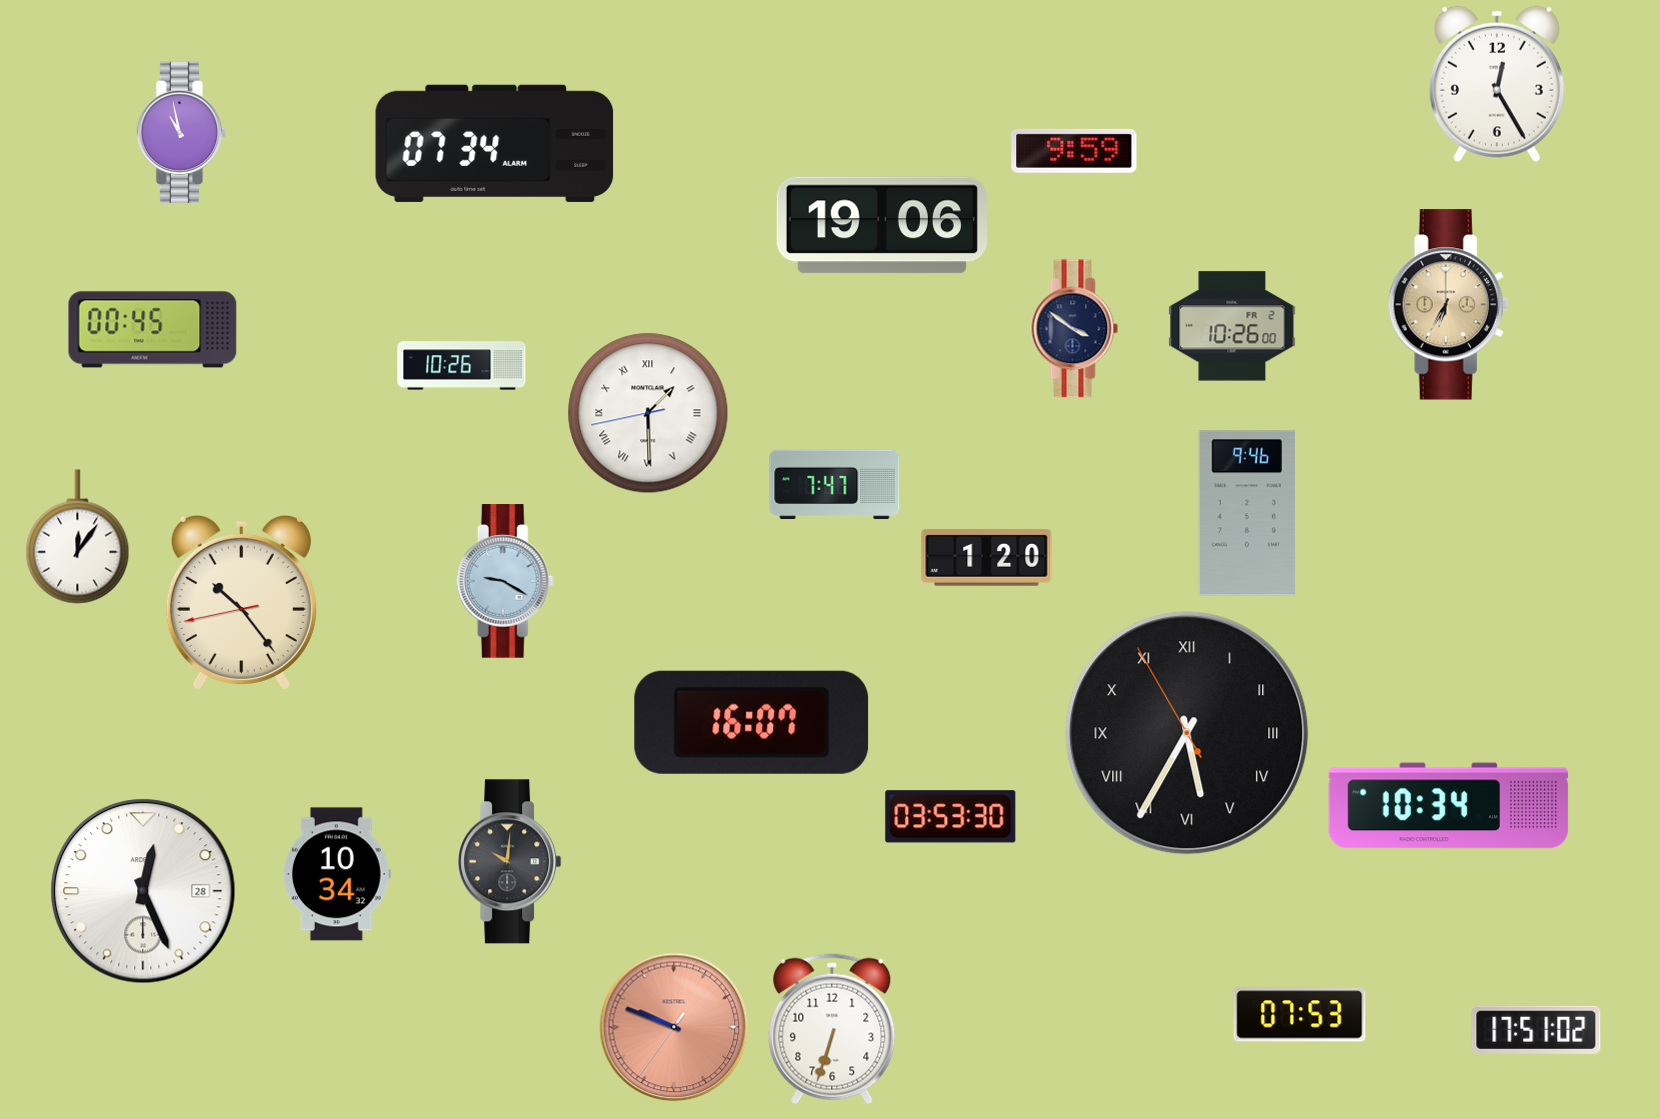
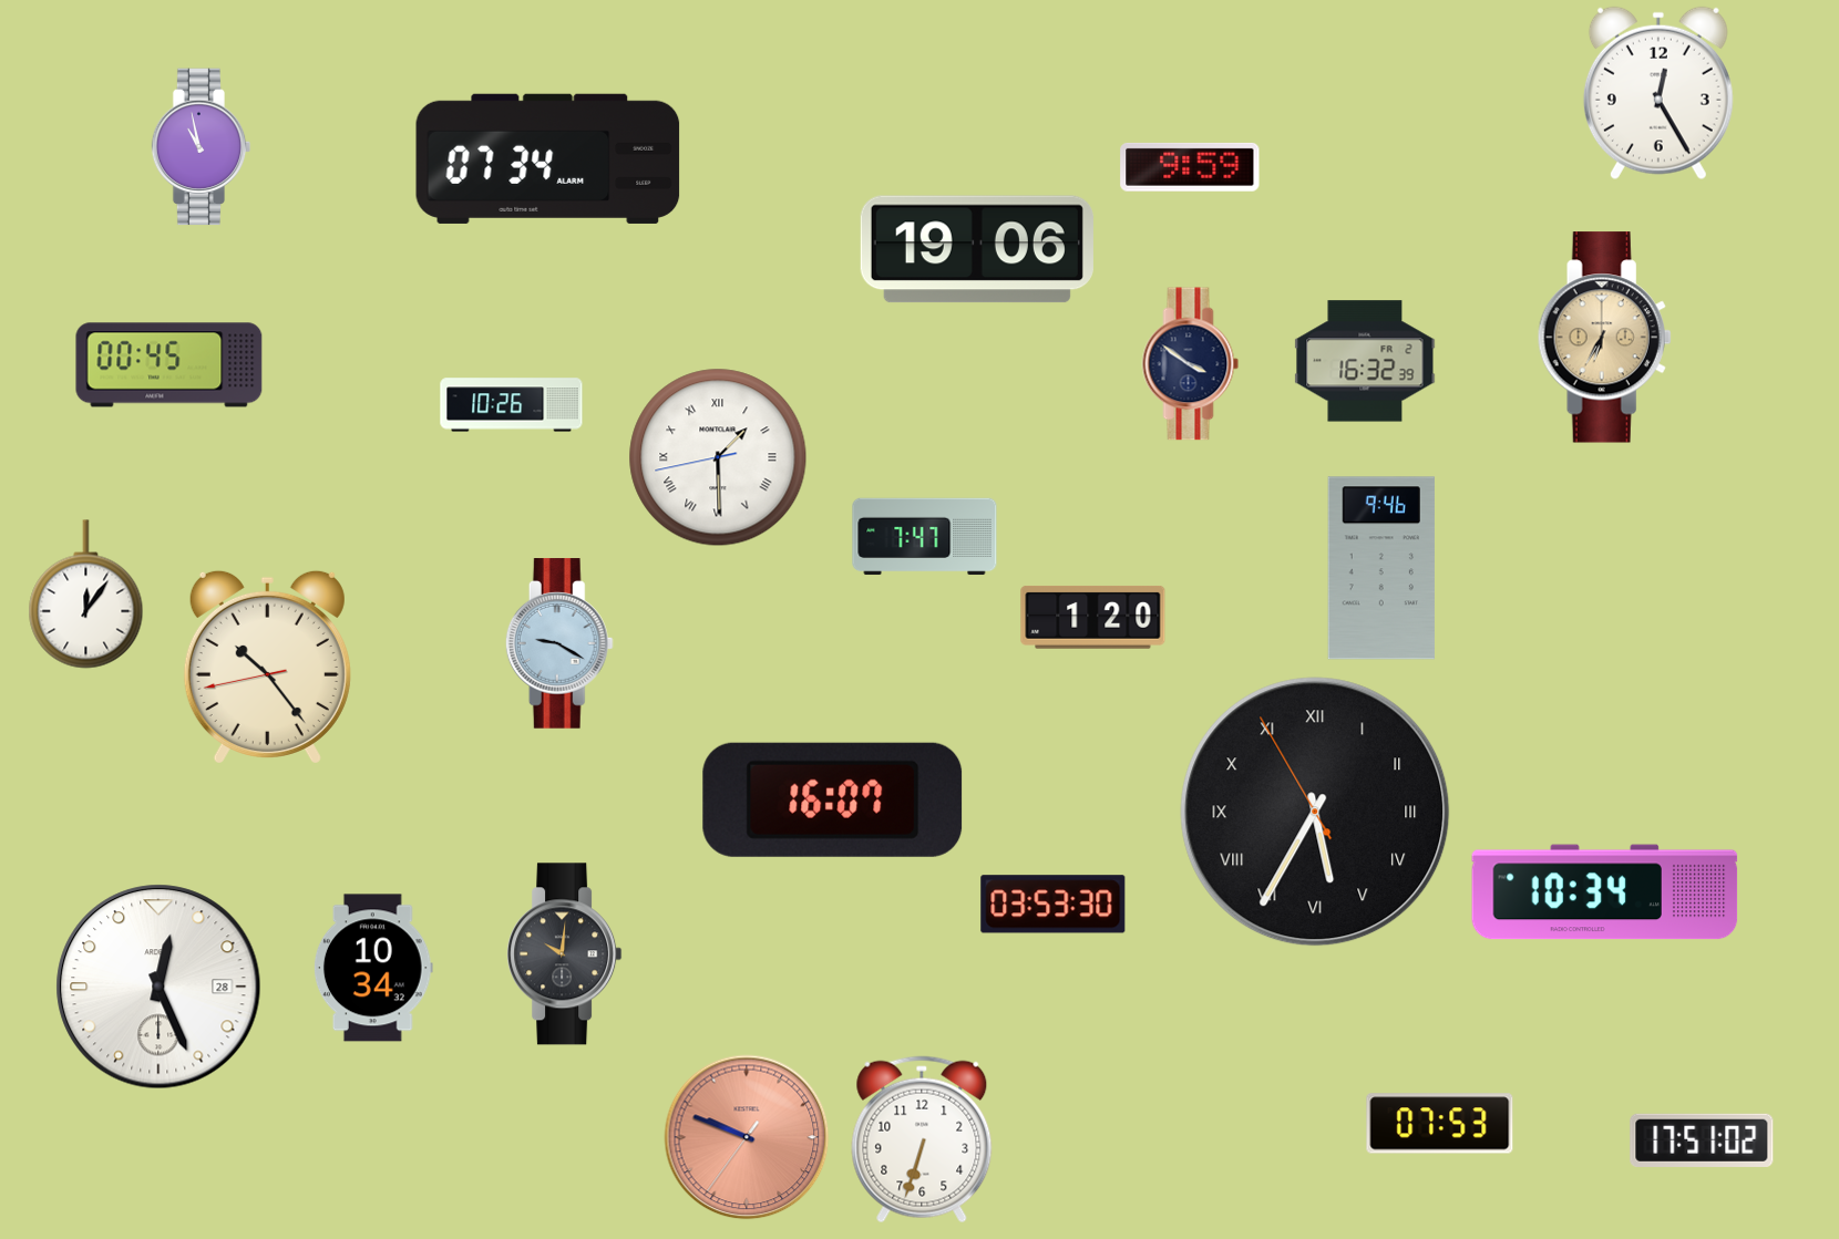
clock at (1232, 326): 10:26 -> 16:32
